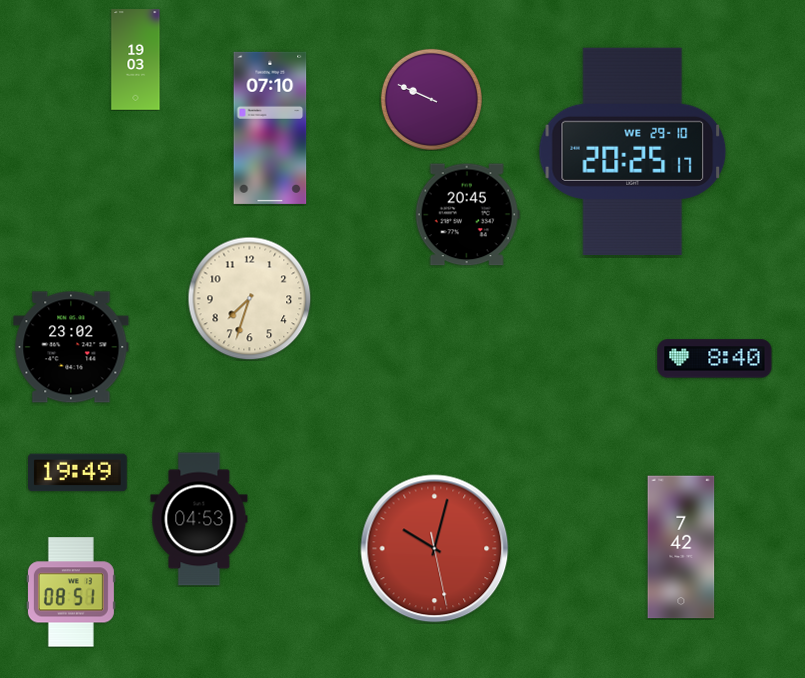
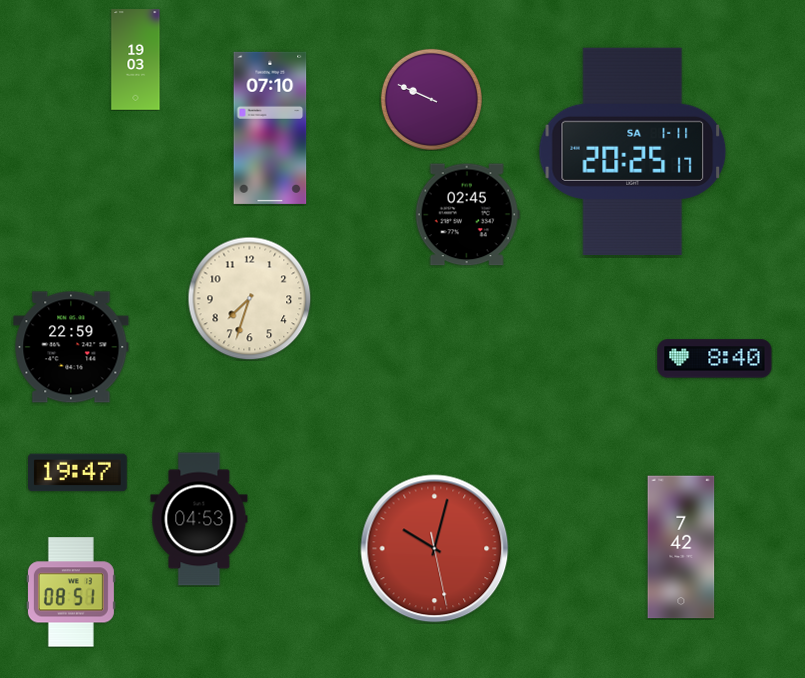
clock at (633, 151) date: WE 29-10 -> SA 1-11
clock at (467, 215): 20:45 -> 02:45
clock at (71, 347): 23:02 -> 22:59
clock at (78, 473): 19:49 -> 19:47
